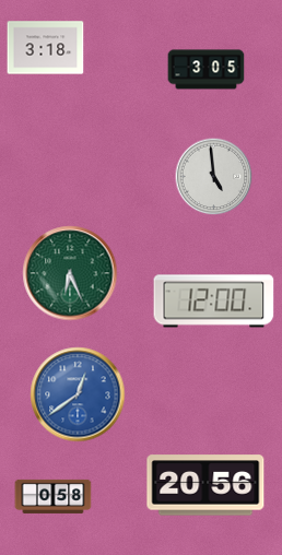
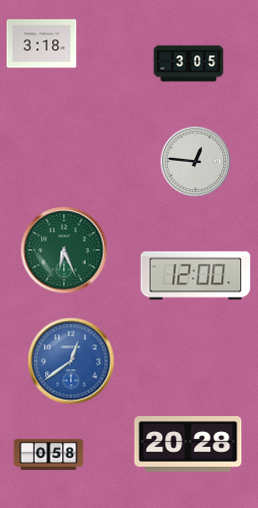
clock at (214, 177): 4:59 -> 12:46
clock at (205, 485): 20:56 -> 20:28
